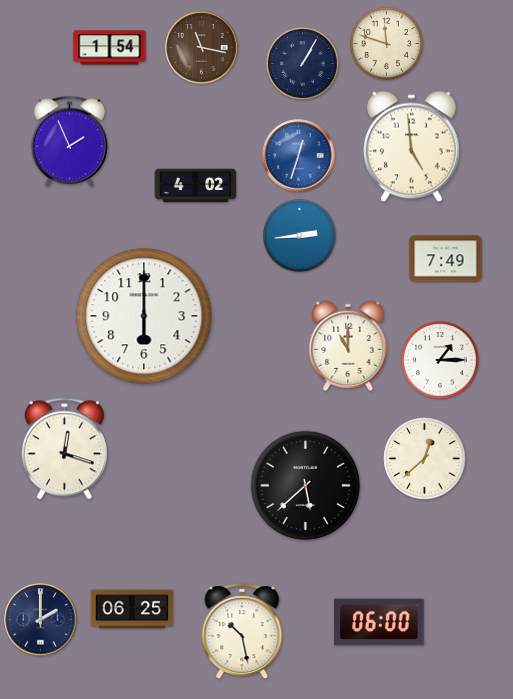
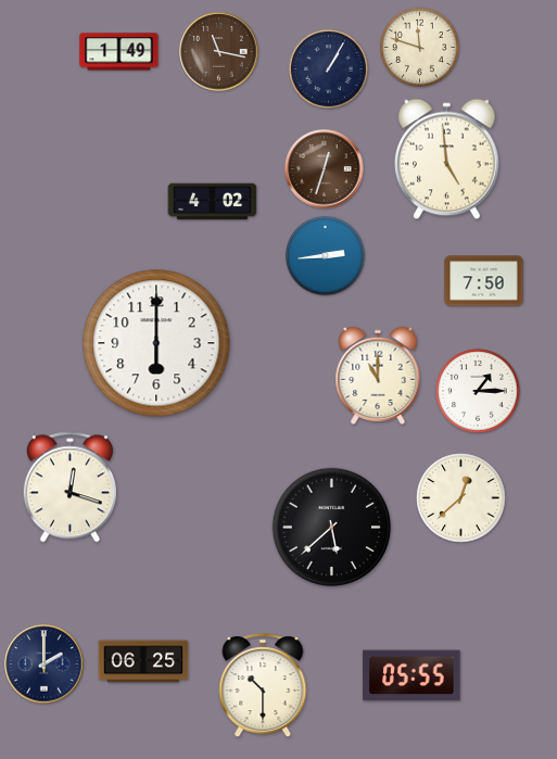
clock at (110, 48): 1:54 -> 1:49
clock at (69, 141): 1:56 -> none
clock at (299, 156) dial: blue -> brown
clock at (446, 259): 7:49 -> 7:50
clock at (41, 620) position: (41, 620) -> (45, 665)
clock at (379, 622): 06:00 -> 05:55
clock at (242, 632): 10:28 -> 10:30
